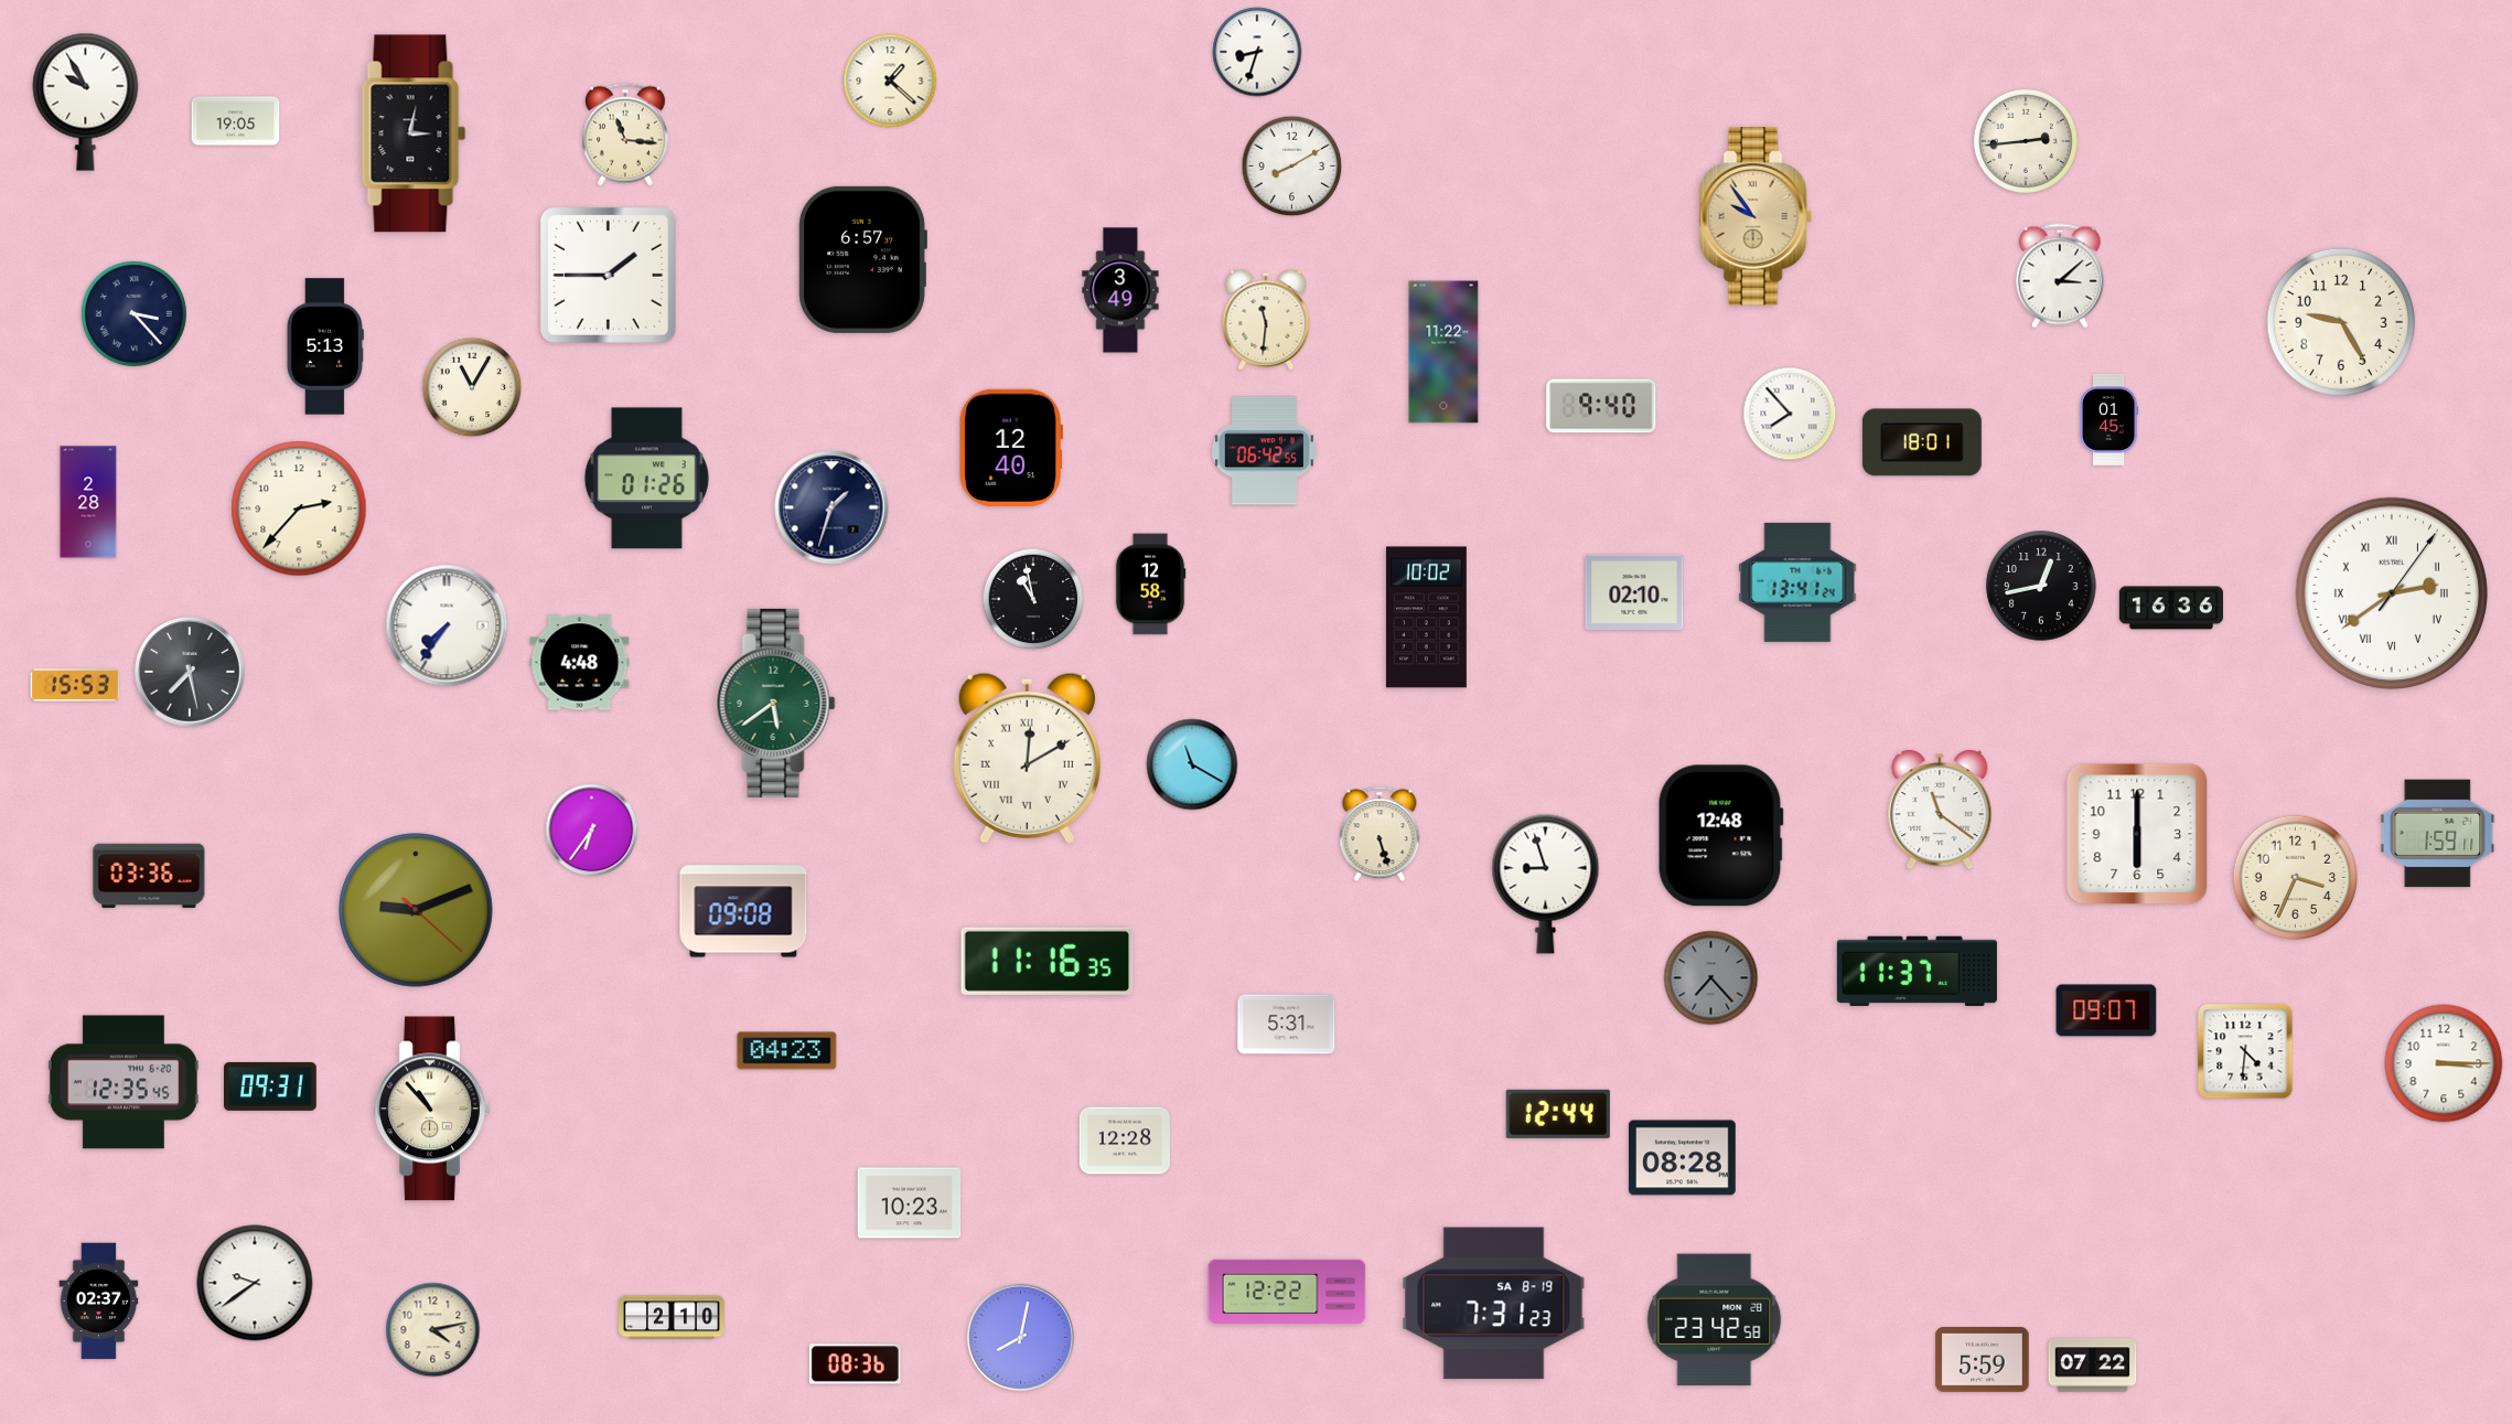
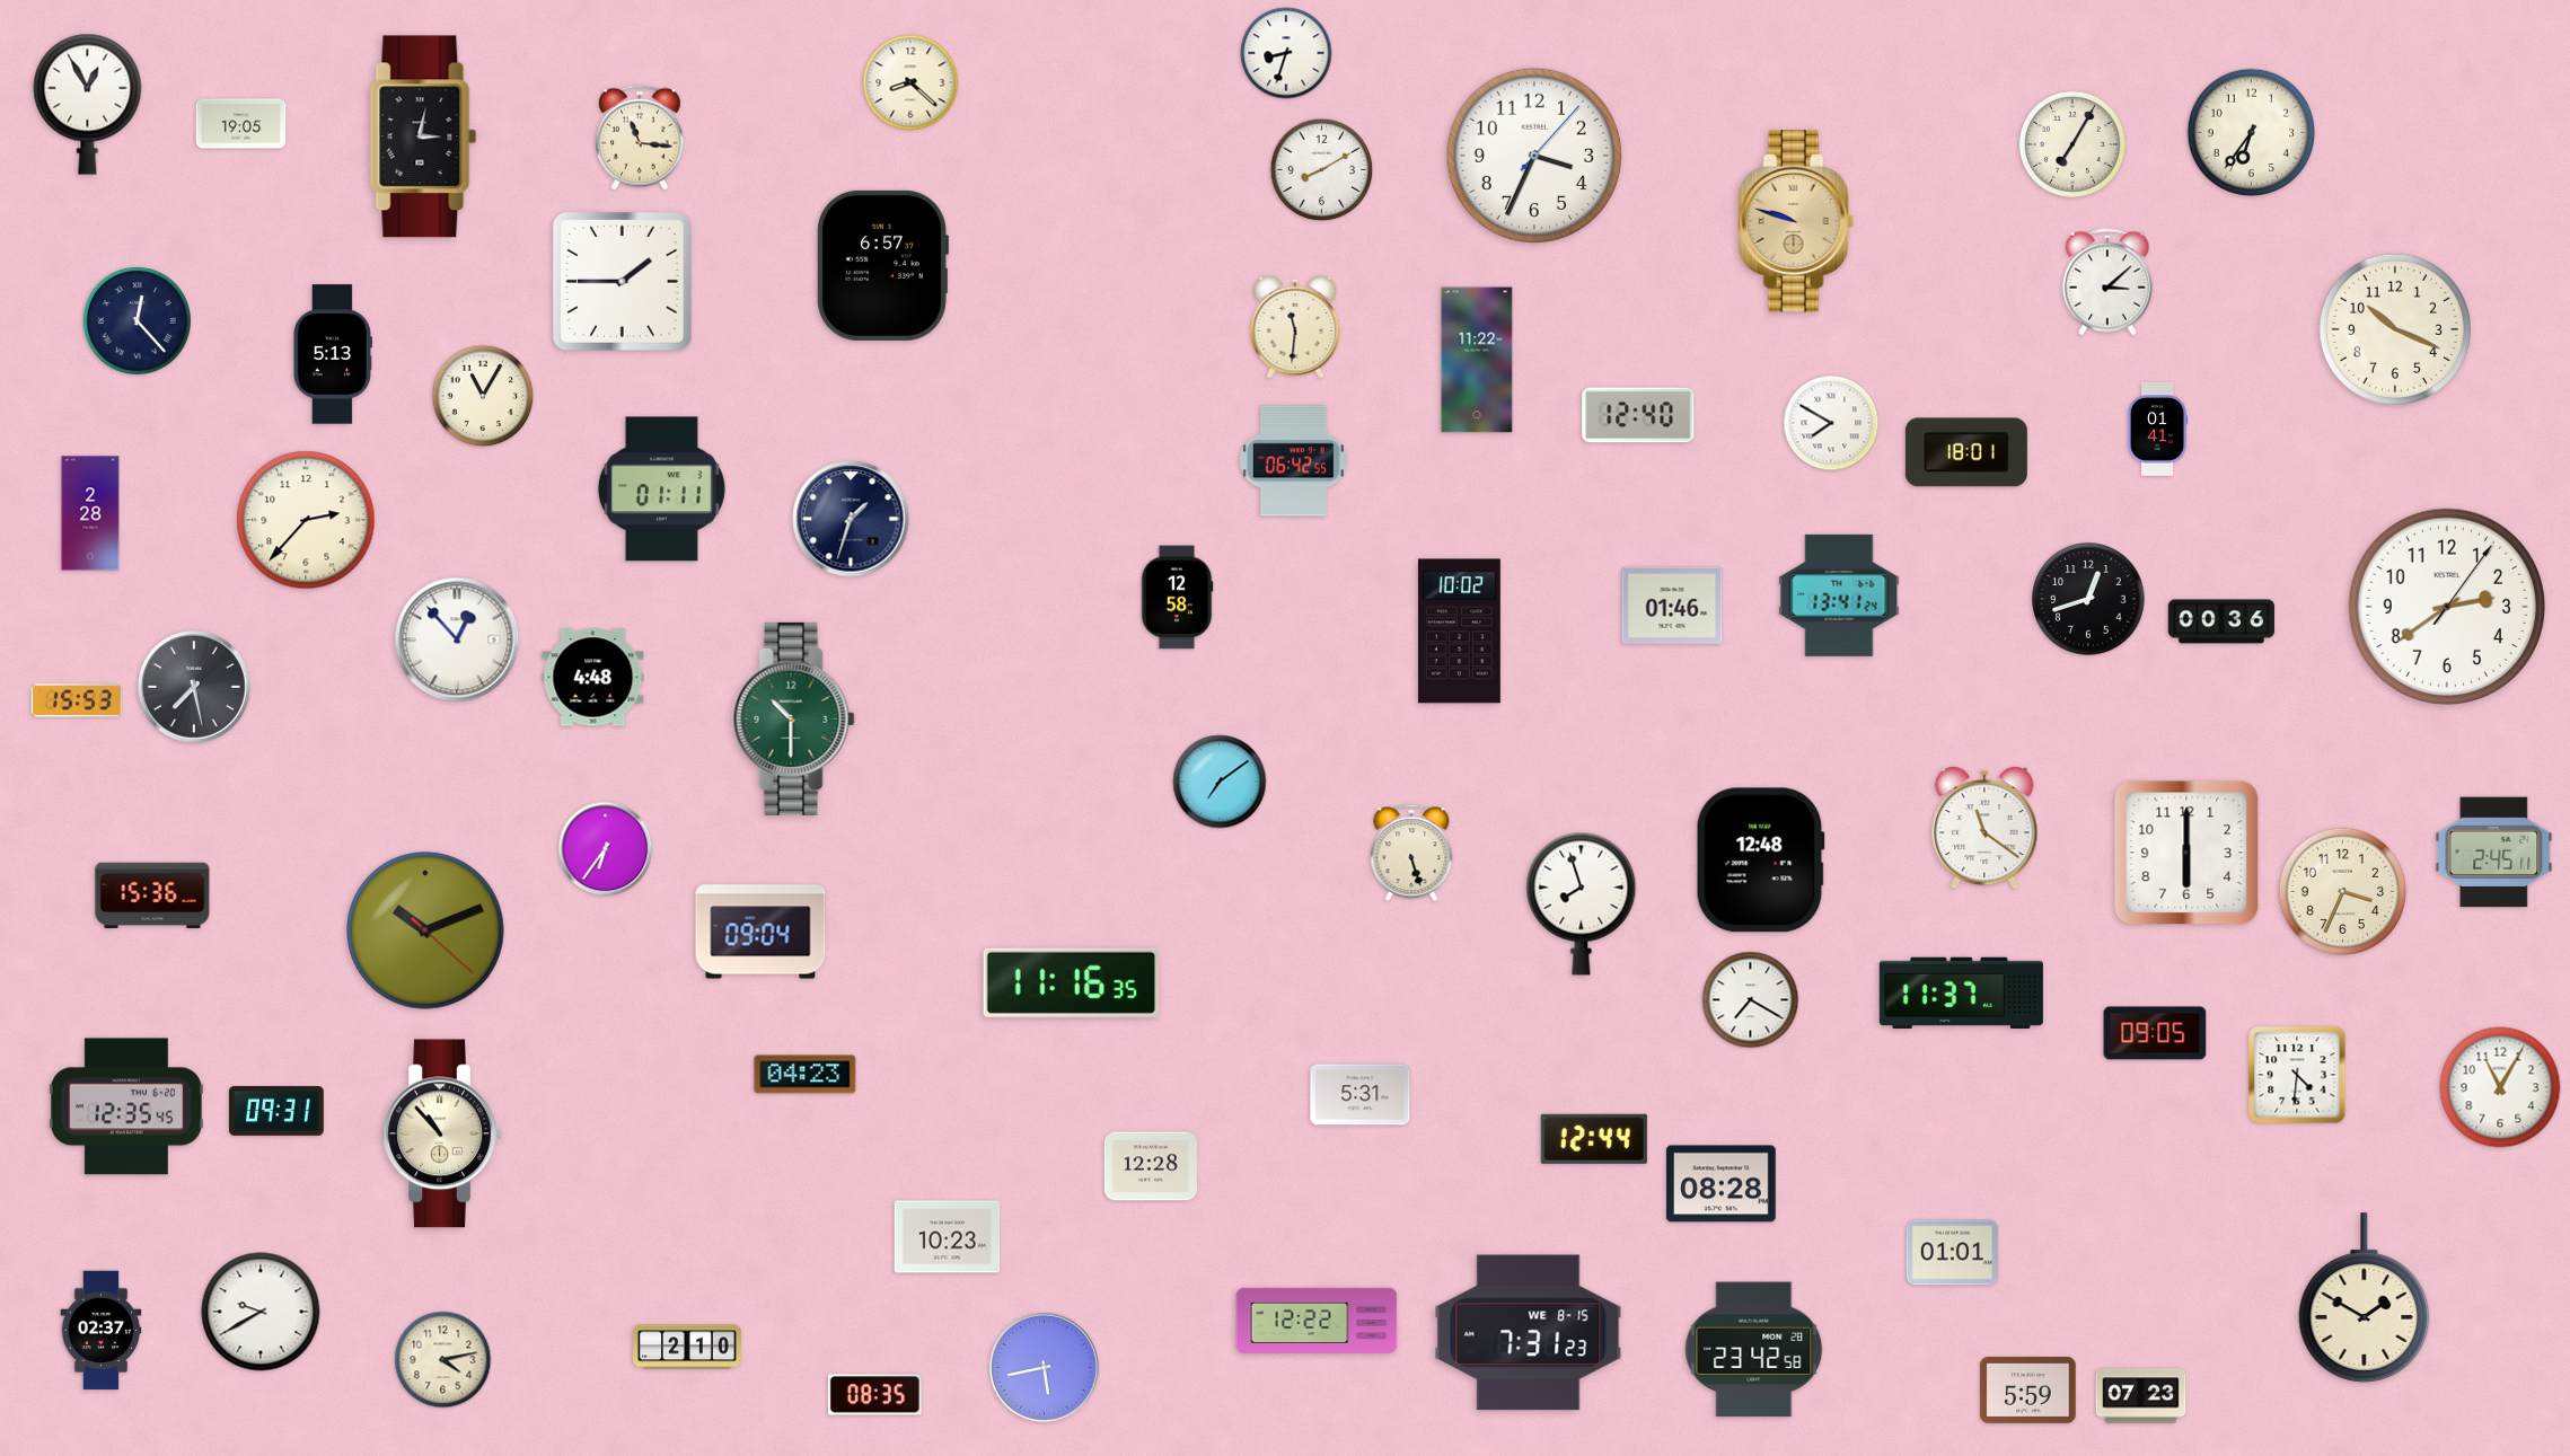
clock at (890, 81): 1:22 -> 8:22
clock at (86, 101): 9:55 -> 12:55
clock at (2251, 132): none -> 6:36
clock at (2026, 141): 2:44 -> 7:05
clock at (1534, 156): none -> 3:34
clock at (1756, 216): 9:54 -> 9:48
clock at (1120, 290): 3:49 -> none
clock at (133, 313): 3:23 -> 12:23
clock at (2341, 322): 9:25 -> 10:19
clock at (1601, 406): 9:40 -> 12:40
clock at (1790, 414): 7:53 -> 7:50
clock at (2110, 419): 01:45 -> 01:41
clock at (1011, 448): 12:40 -> none
clock at (646, 479): 01:26 -> 01:11
clock at (2041, 586): 12:43 -> 12:42
clock at (1634, 591): 02:10 -> 01:46
clock at (2391, 592) numerals: Roman -> Arabic
clock at (1033, 599): 10:58 -> none
clock at (2171, 608): 16:36 -> 00:36
clock at (447, 625): 7:36 -> 12:53
clock at (776, 703): 5:39 -> 10:30
clock at (1027, 758): 12:10 -> none
clock at (1192, 764): 11:20 -> 7:09
clock at (2438, 834): 1:59 -> 2:45
clock at (1720, 836) position: (1720, 836) -> (1760, 861)
clock at (149, 876): 03:36 -> 15:36
clock at (2295, 877) position: (2295, 877) -> (2342, 891)
clock at (1546, 884): 8:57 -> 7:57
clock at (417, 911): 9:11 -> 10:11
clock at (743, 911): 09:08 -> 09:04
clock at (1711, 978): 7:23 -> 7:20
clock at (1711, 978) dial: grey -> white
clock at (2106, 1010): 09:07 -> 09:05
clock at (1287, 1025) position: (1287, 1025) -> (1361, 1095)
clock at (2444, 1063): 3:15 -> 11:05
clock at (910, 1203) position: (910, 1203) -> (948, 1237)
clock at (1952, 1253): none -> 01:01
clock at (2365, 1298): none -> 1:50
clock at (255, 1283): 9:39 -> 9:40
clock at (1494, 1304) date: SA 8-19 -> WE 8-15
clock at (1020, 1337): 8:02 -> 5:43
clock at (855, 1364): 08:36 -> 08:35
clock at (2093, 1366): 07:22 -> 07:23
